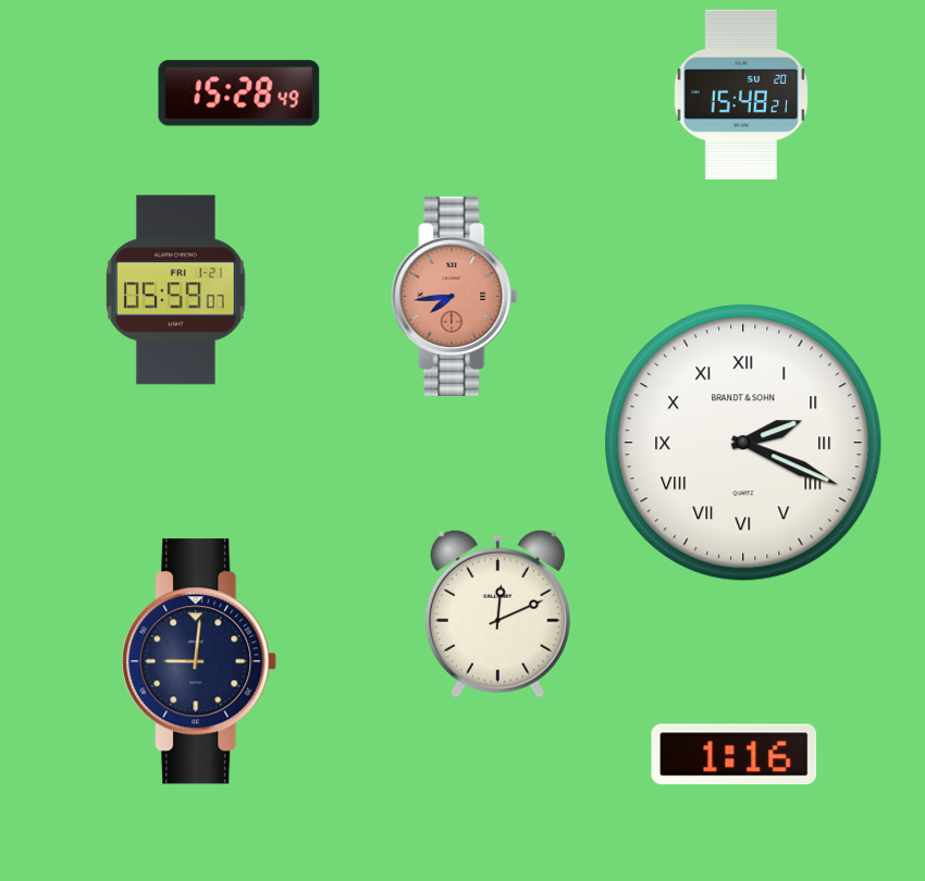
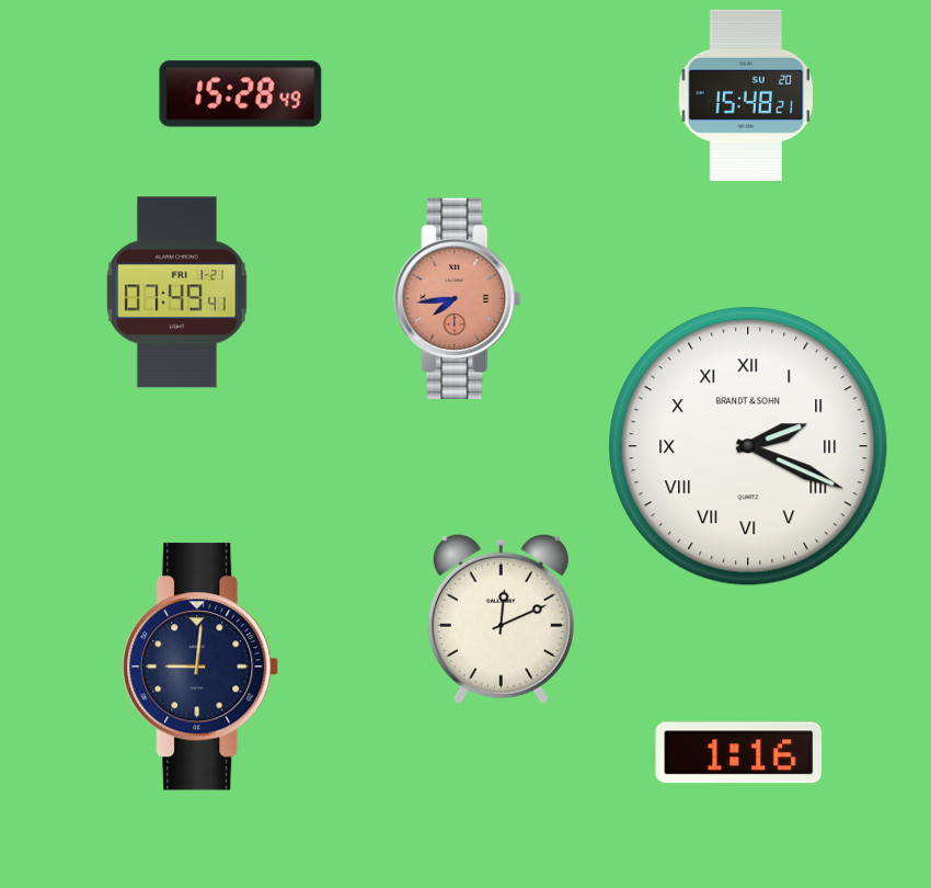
clock at (176, 290): 05:59 -> 07:49
clock at (735, 755) position: (735, 755) -> (739, 753)
